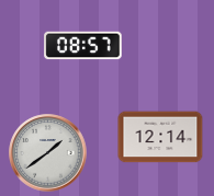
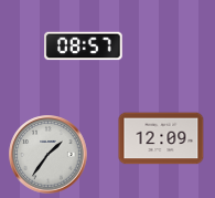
clock at (160, 137): 12:14 -> 12:09
clock at (48, 153): 1:39 -> 1:36
